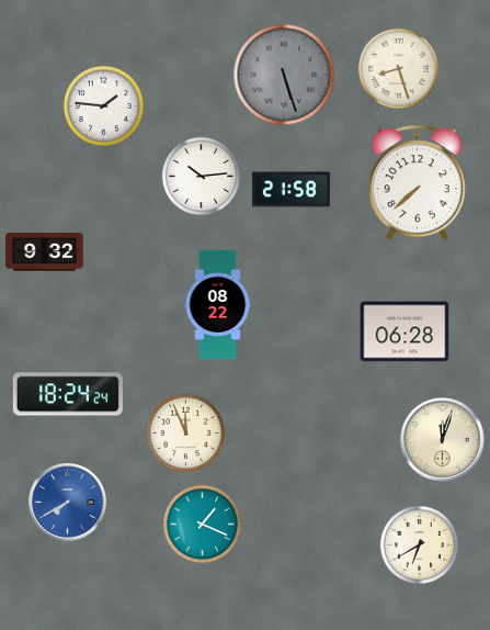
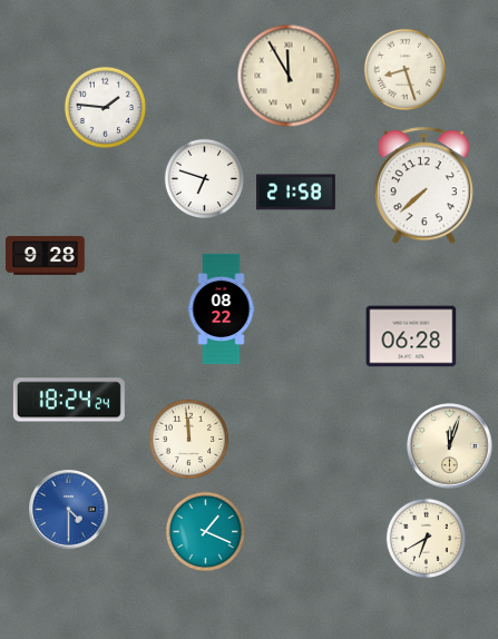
clock at (284, 75): 5:27 -> 11:55
clock at (284, 75) dial: grey -> cream
clock at (202, 177): 10:14 -> 6:48
clock at (45, 252): 9:32 -> 9:28
clock at (186, 434): 11:56 -> 11:59
clock at (68, 503): 7:40 -> 4:30
clock at (420, 545) position: (420, 545) -> (427, 539)
